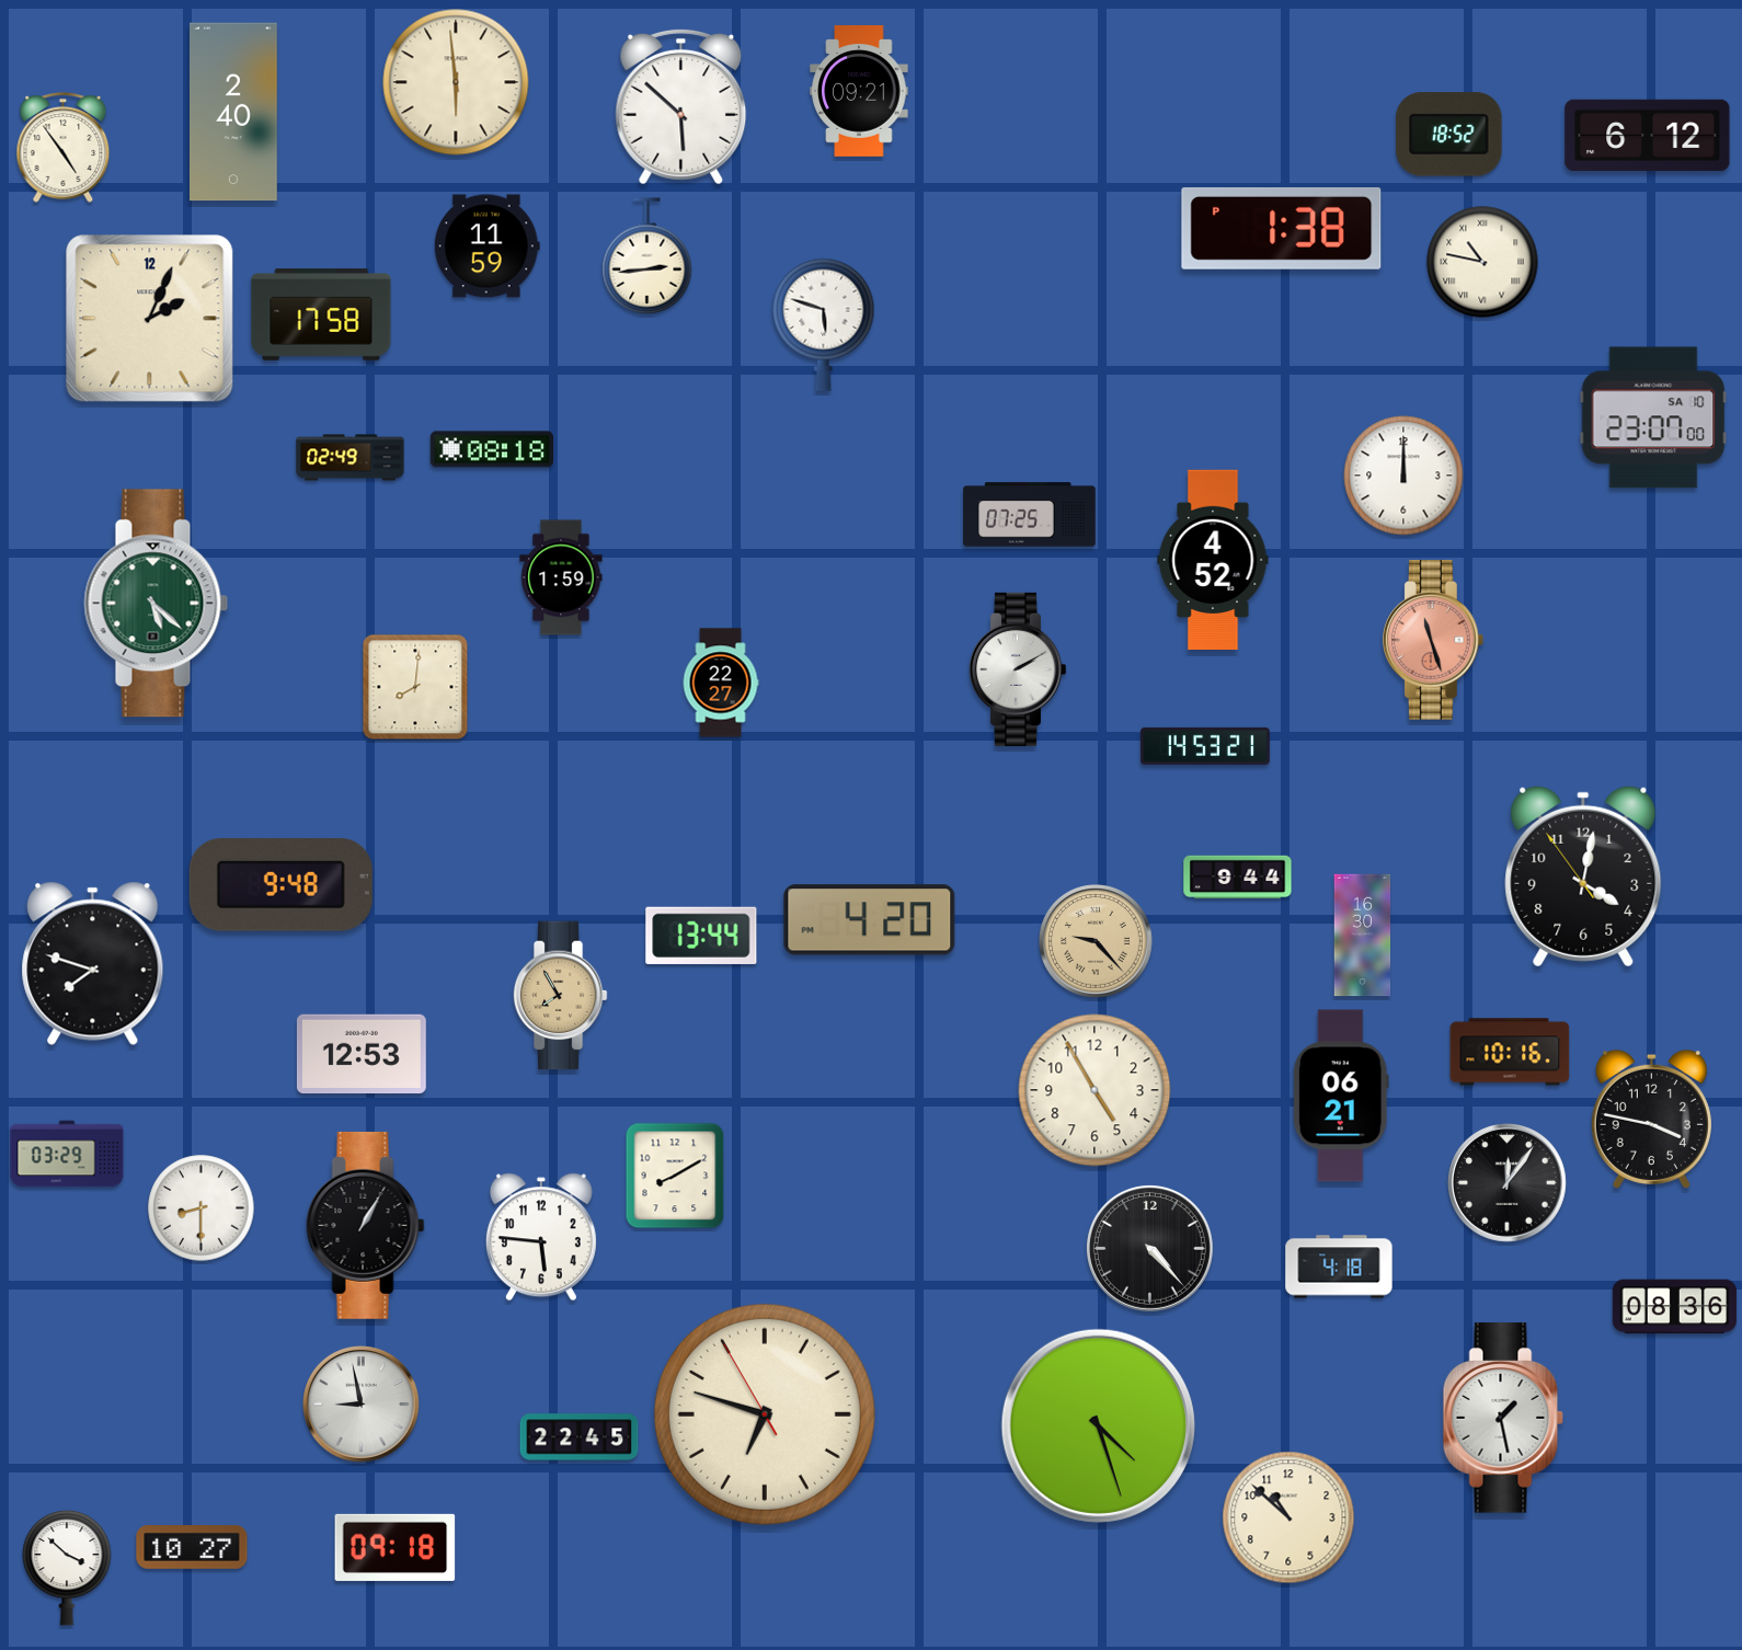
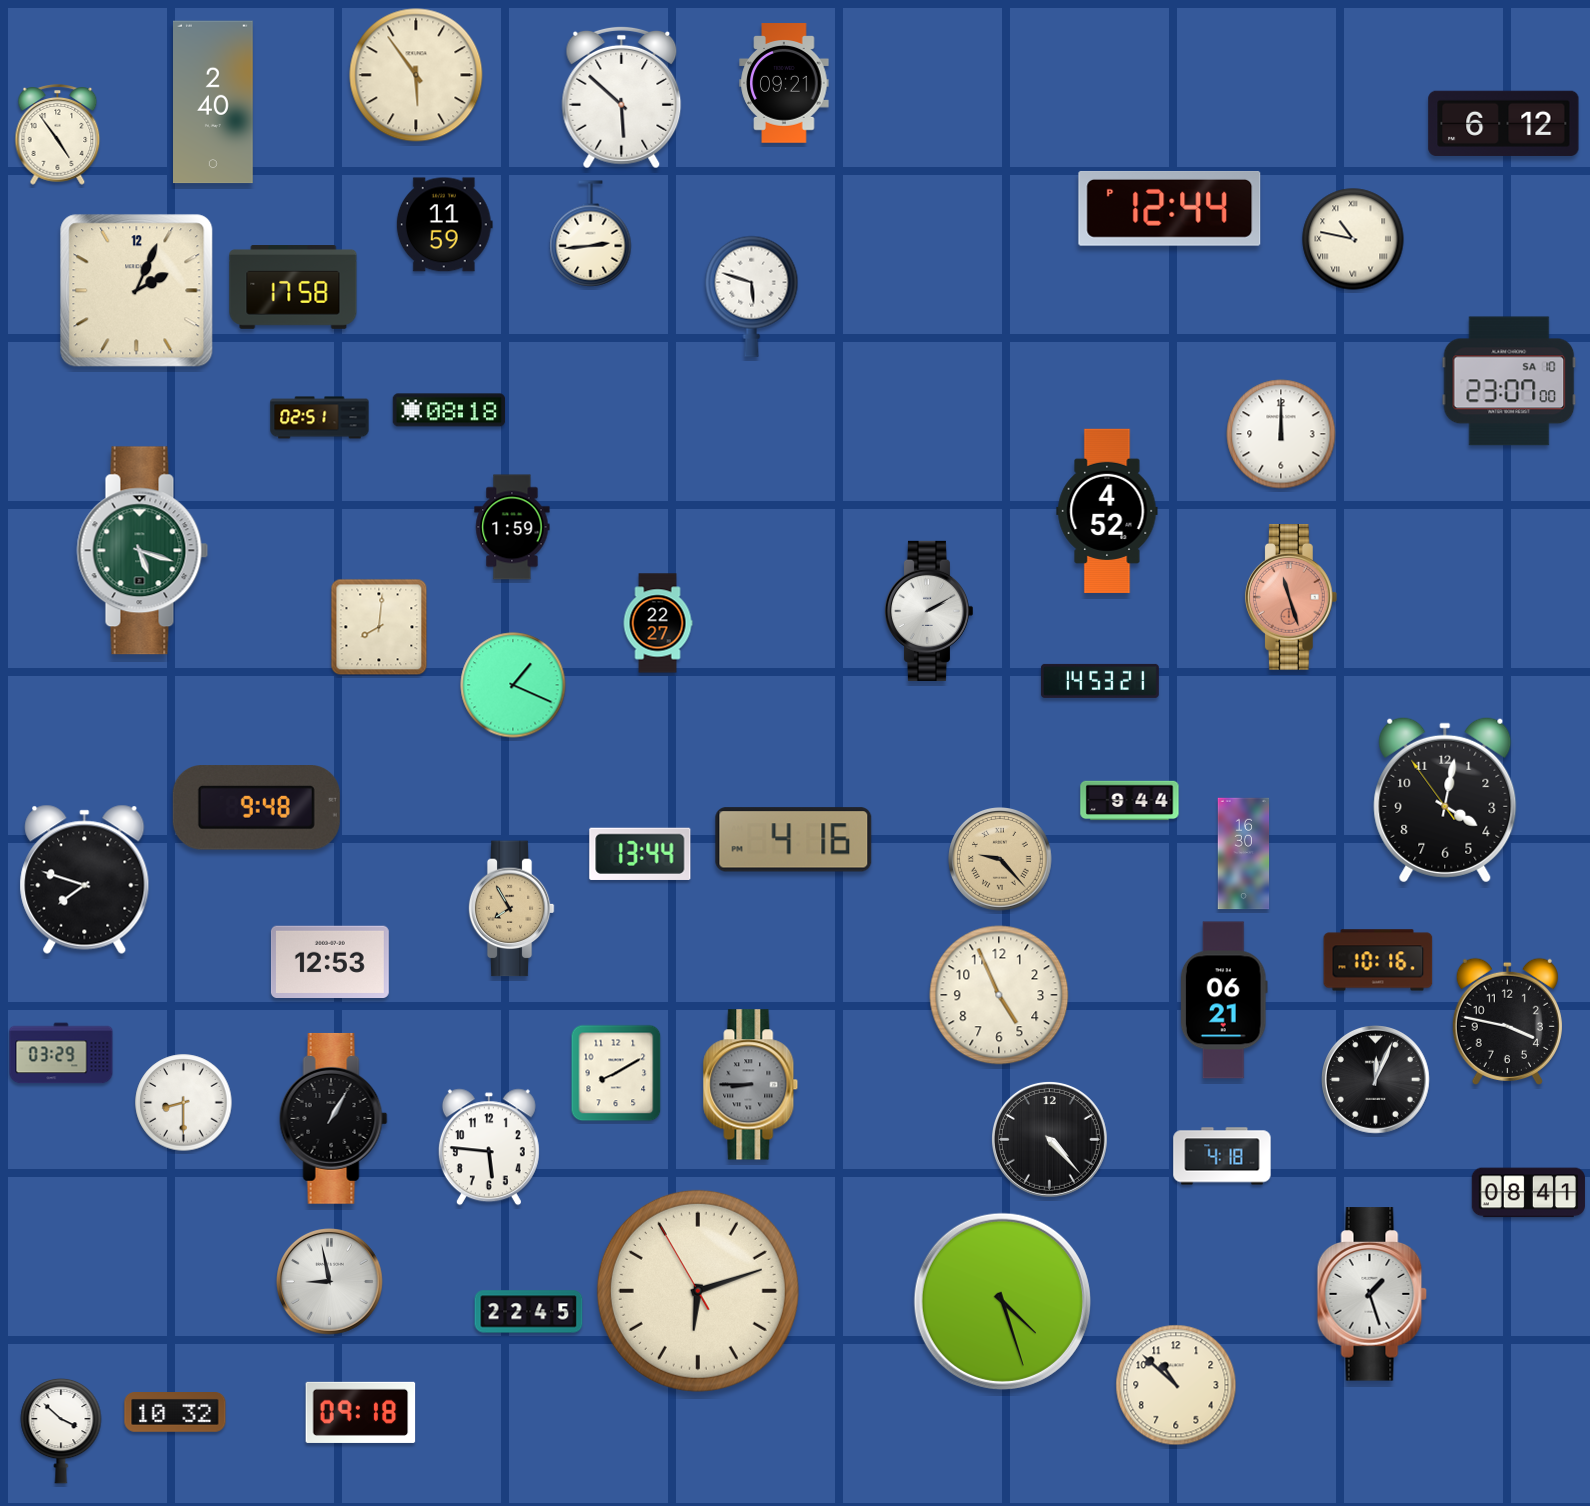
clock at (456, 82): 5:59 -> 5:54
clock at (1449, 135): 18:52 -> none
clock at (1282, 228): 1:38 -> 12:44
clock at (351, 458): 02:49 -> 02:51
clock at (1030, 515): 07:25 -> none
clock at (157, 604): 5:22 -> 5:18
clock at (1433, 641) position: (1433, 641) -> (1291, 598)
clock at (513, 685): none -> 1:19
clock at (870, 920): 4:20 -> 4:16
clock at (1095, 1090): 4:55 -> 4:56
clock at (1508, 1183): 12:06 -> 12:04
clock at (751, 1085): none -> 8:45
clock at (541, 1237) position: (541, 1237) -> (489, 1147)
clock at (1674, 1307): 08:36 -> 08:41
clock at (765, 1414): 6:47 -> 6:11
clock at (1503, 1418): 1:28 -> 1:27
clock at (192, 1548): 10:27 -> 10:32
